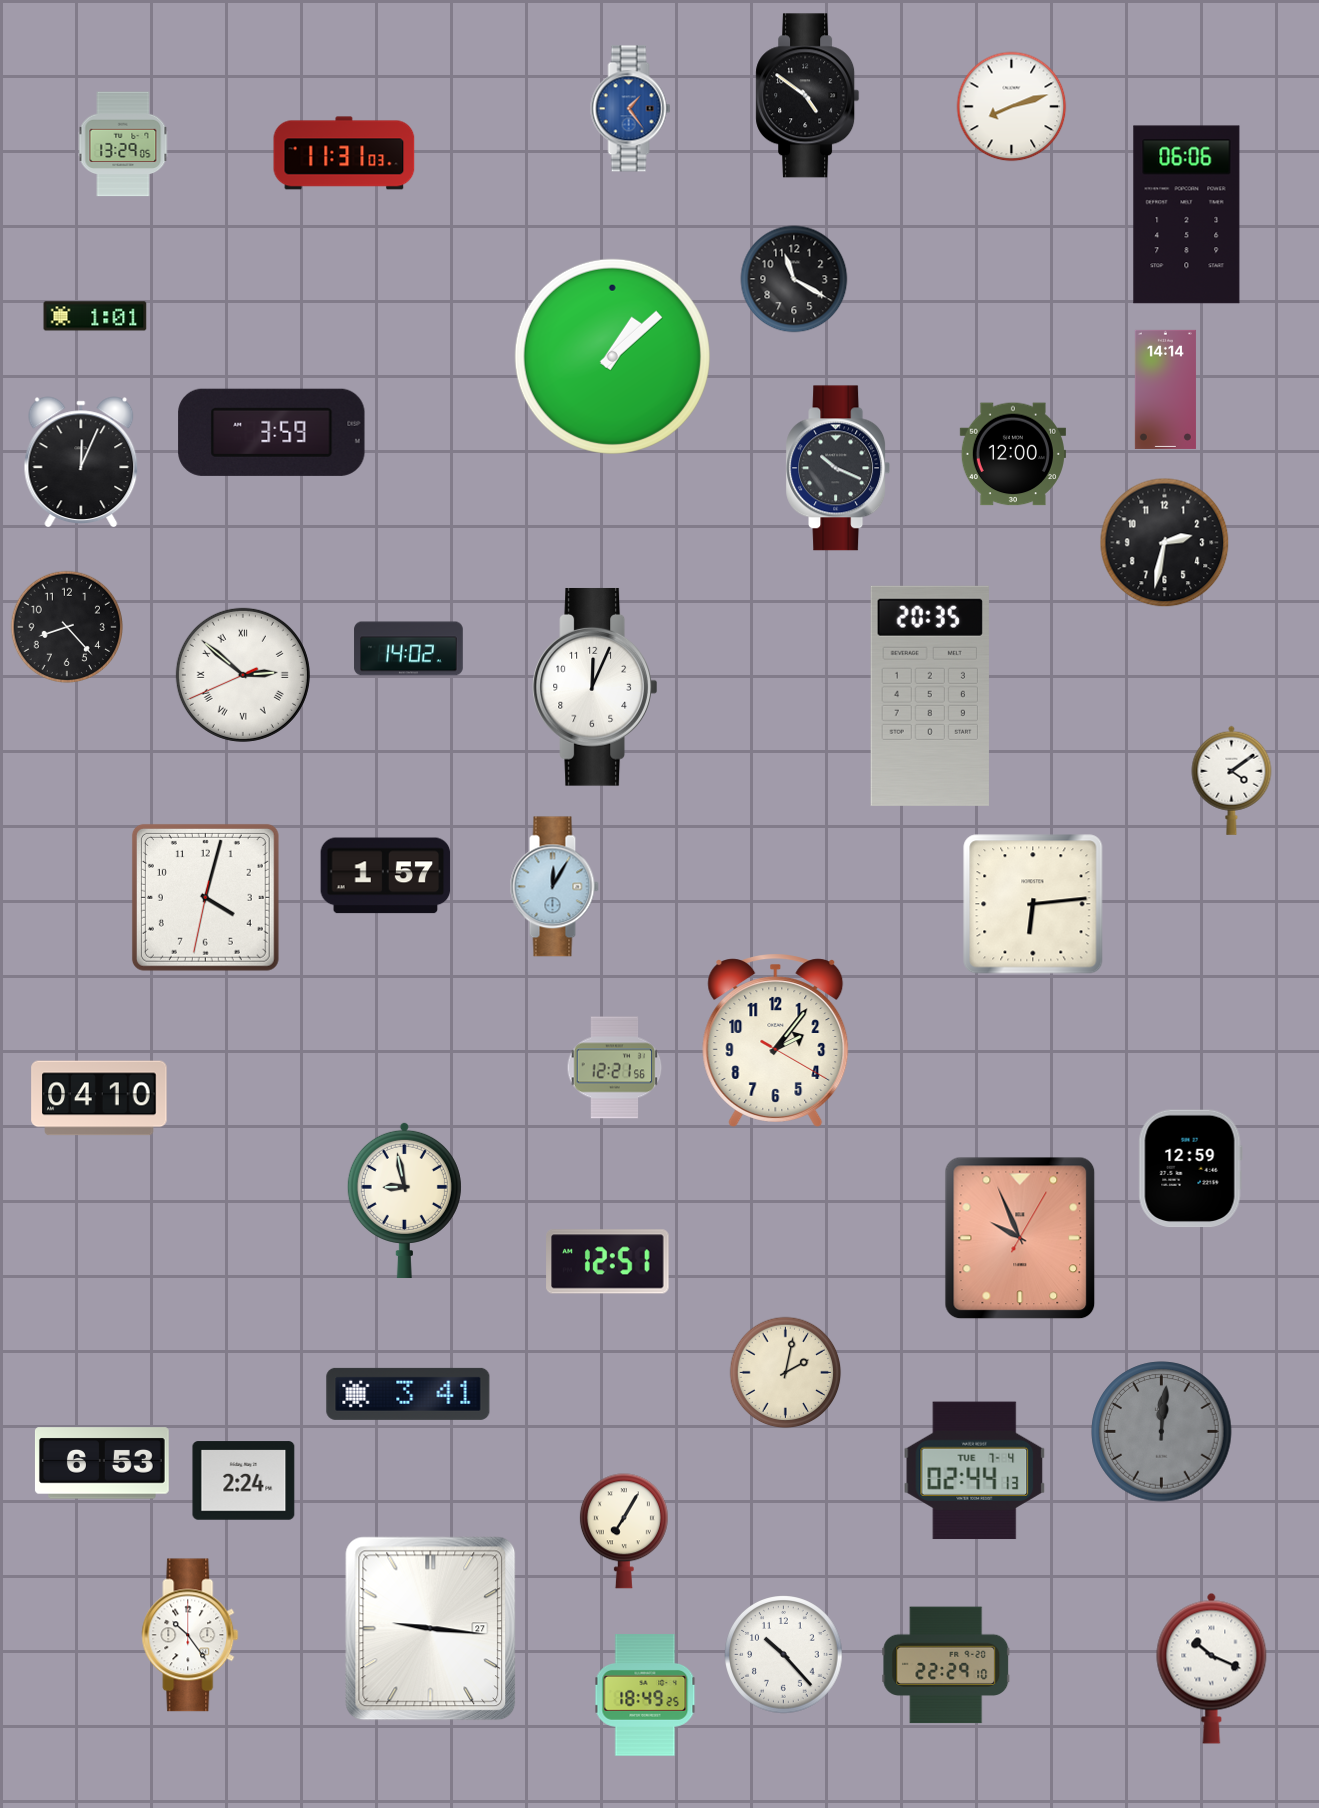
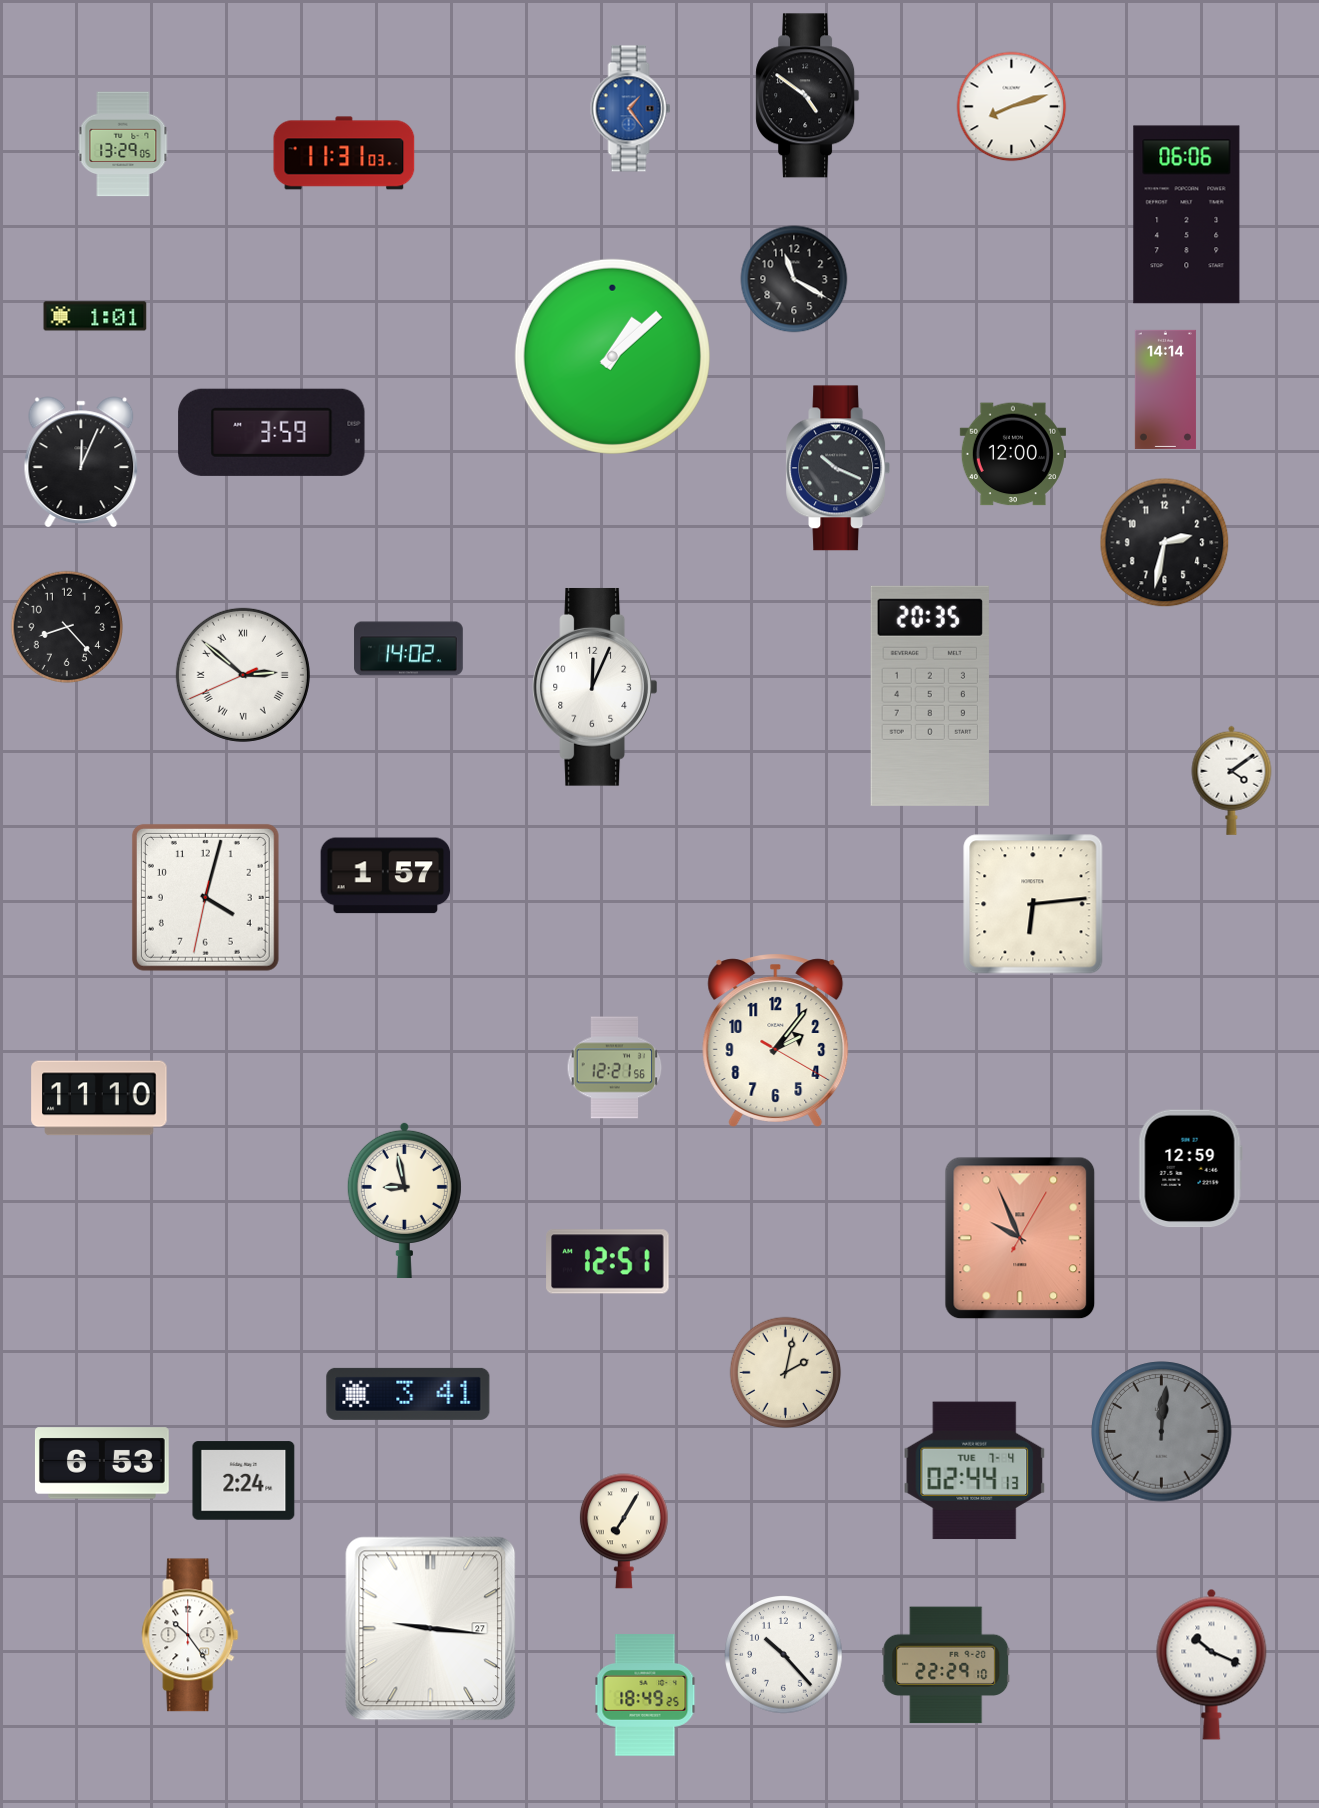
clock at (554, 887): 12:05 -> none
clock at (99, 1098): 04:10 -> 11:10
clock at (1212, 1668) position: (1212, 1668) -> (1212, 1664)
